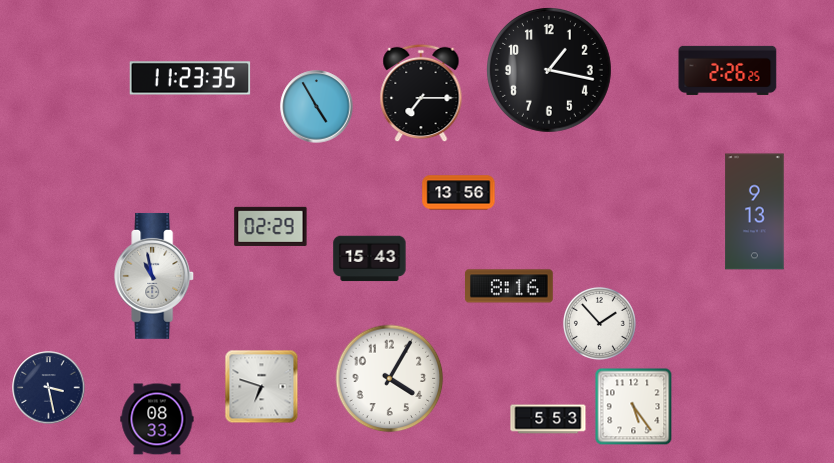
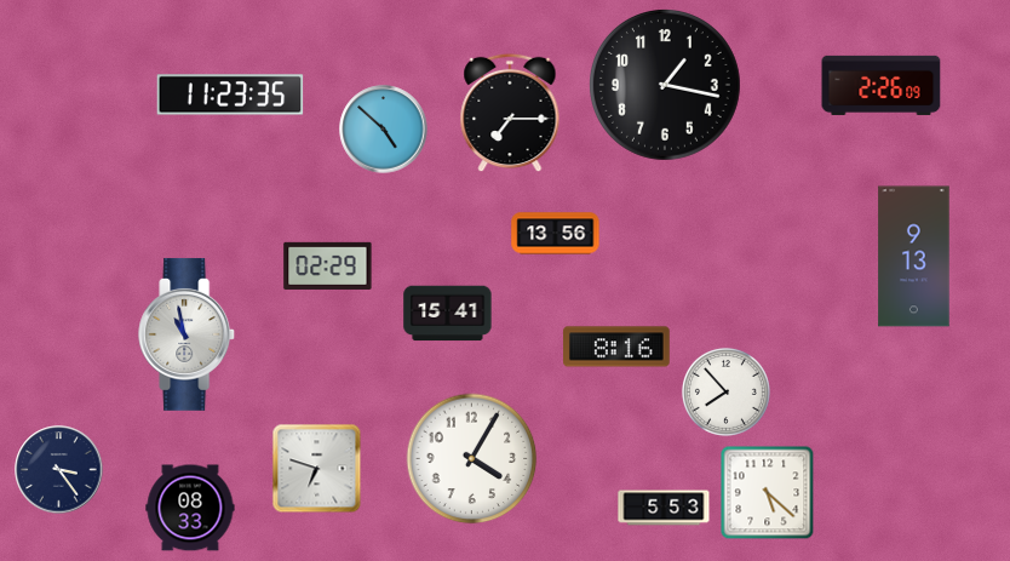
clock at (728, 70): 2:26:25 -> 2:26:09
clock at (317, 107): 4:55 -> 4:52
clock at (271, 226) position: (271, 226) -> (328, 265)
clock at (370, 259): 15:43 -> 15:41
clock at (599, 323): 1:53 -> 7:53
clock at (49, 388): 3:28 -> 3:24
clock at (634, 407): 5:24 -> 5:22
